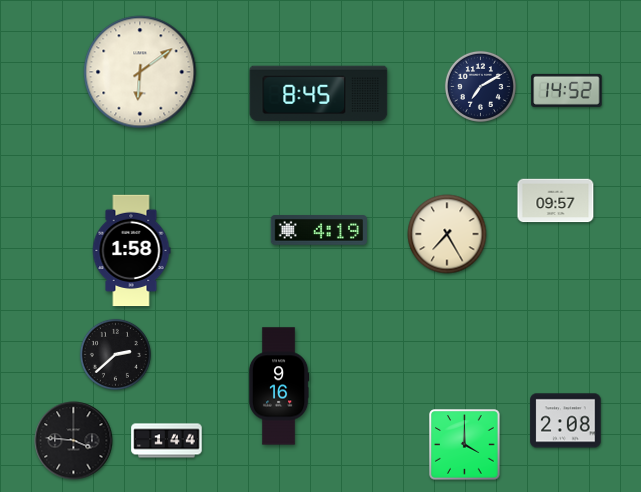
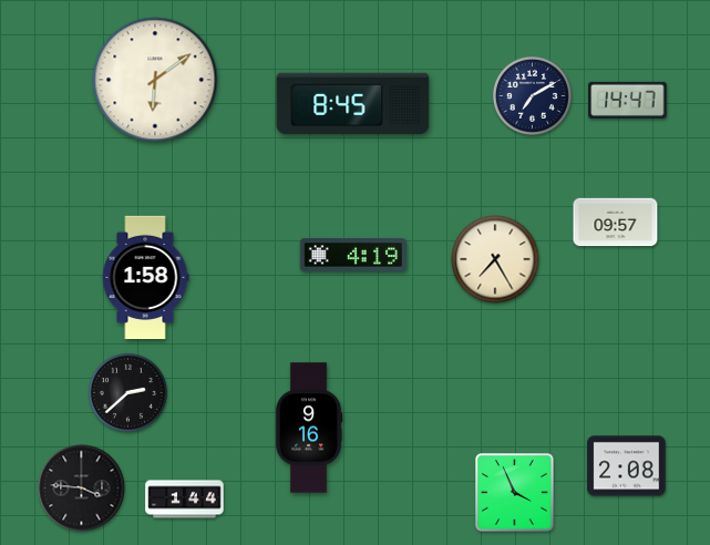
clock at (567, 90): 14:52 -> 14:47
clock at (167, 441) position: (167, 441) -> (185, 500)
clock at (465, 445): 4:00 -> 3:56
